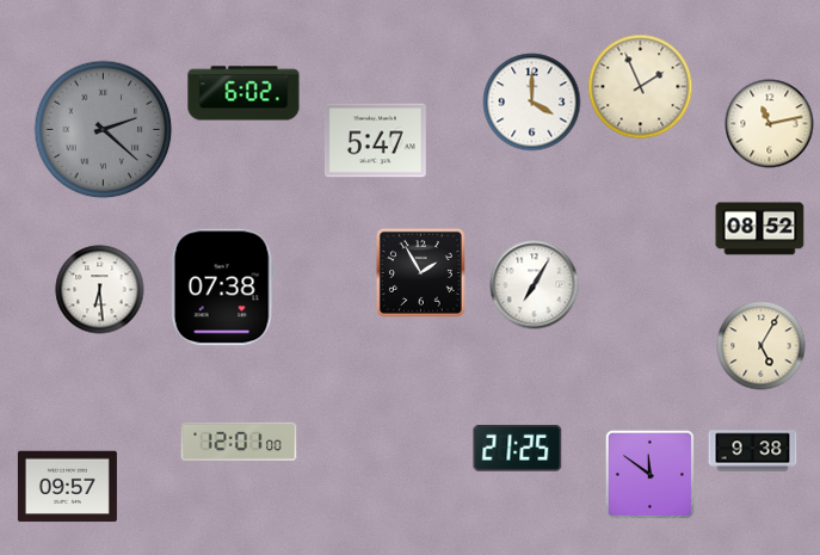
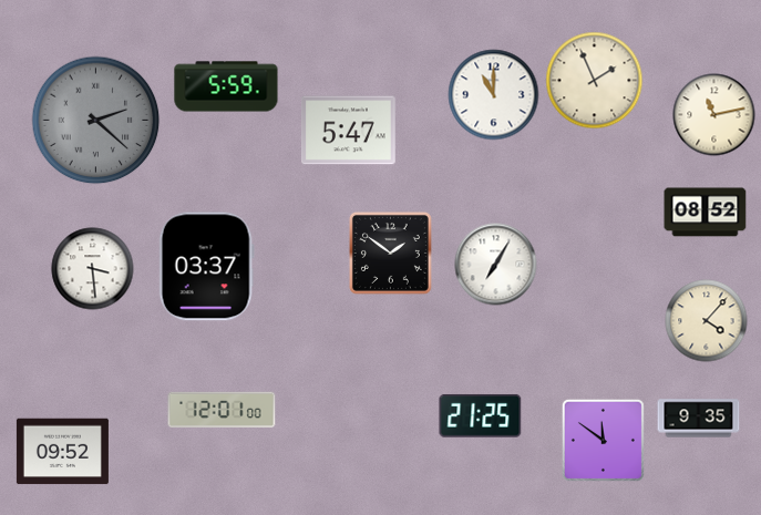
clock at (243, 93): 6:02 -> 5:59
clock at (532, 103): 4:00 -> 11:00
clock at (420, 272): 1:55 -> 1:51
clock at (222, 288): 07:38 -> 03:37
clock at (100, 290): 6:29 -> 3:29
clock at (762, 346): 5:05 -> 4:07
clock at (753, 451): 9:38 -> 9:35
clock at (67, 487): 09:57 -> 09:52
